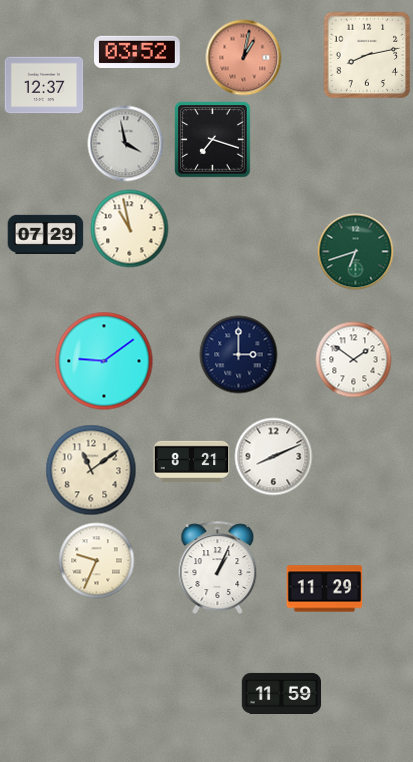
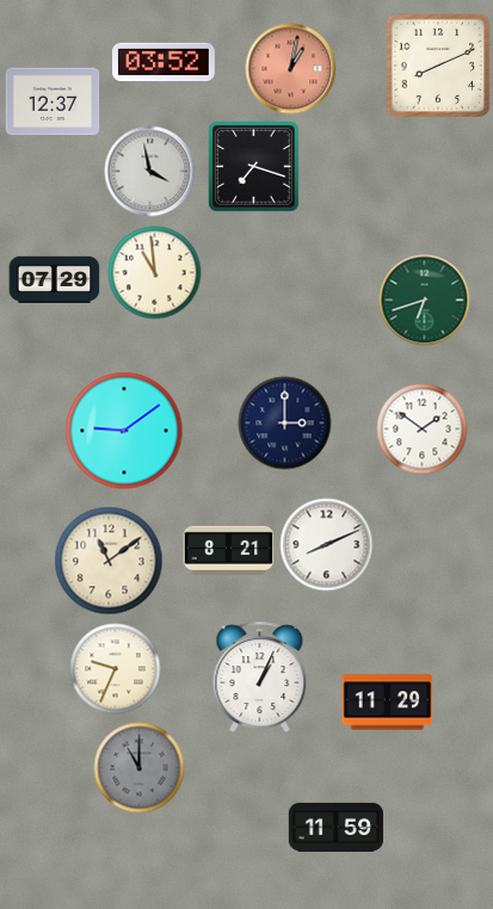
clock at (367, 55): 8:13 -> 8:11
clock at (130, 229): 10:58 -> 10:59
clock at (140, 768): none -> 11:00
